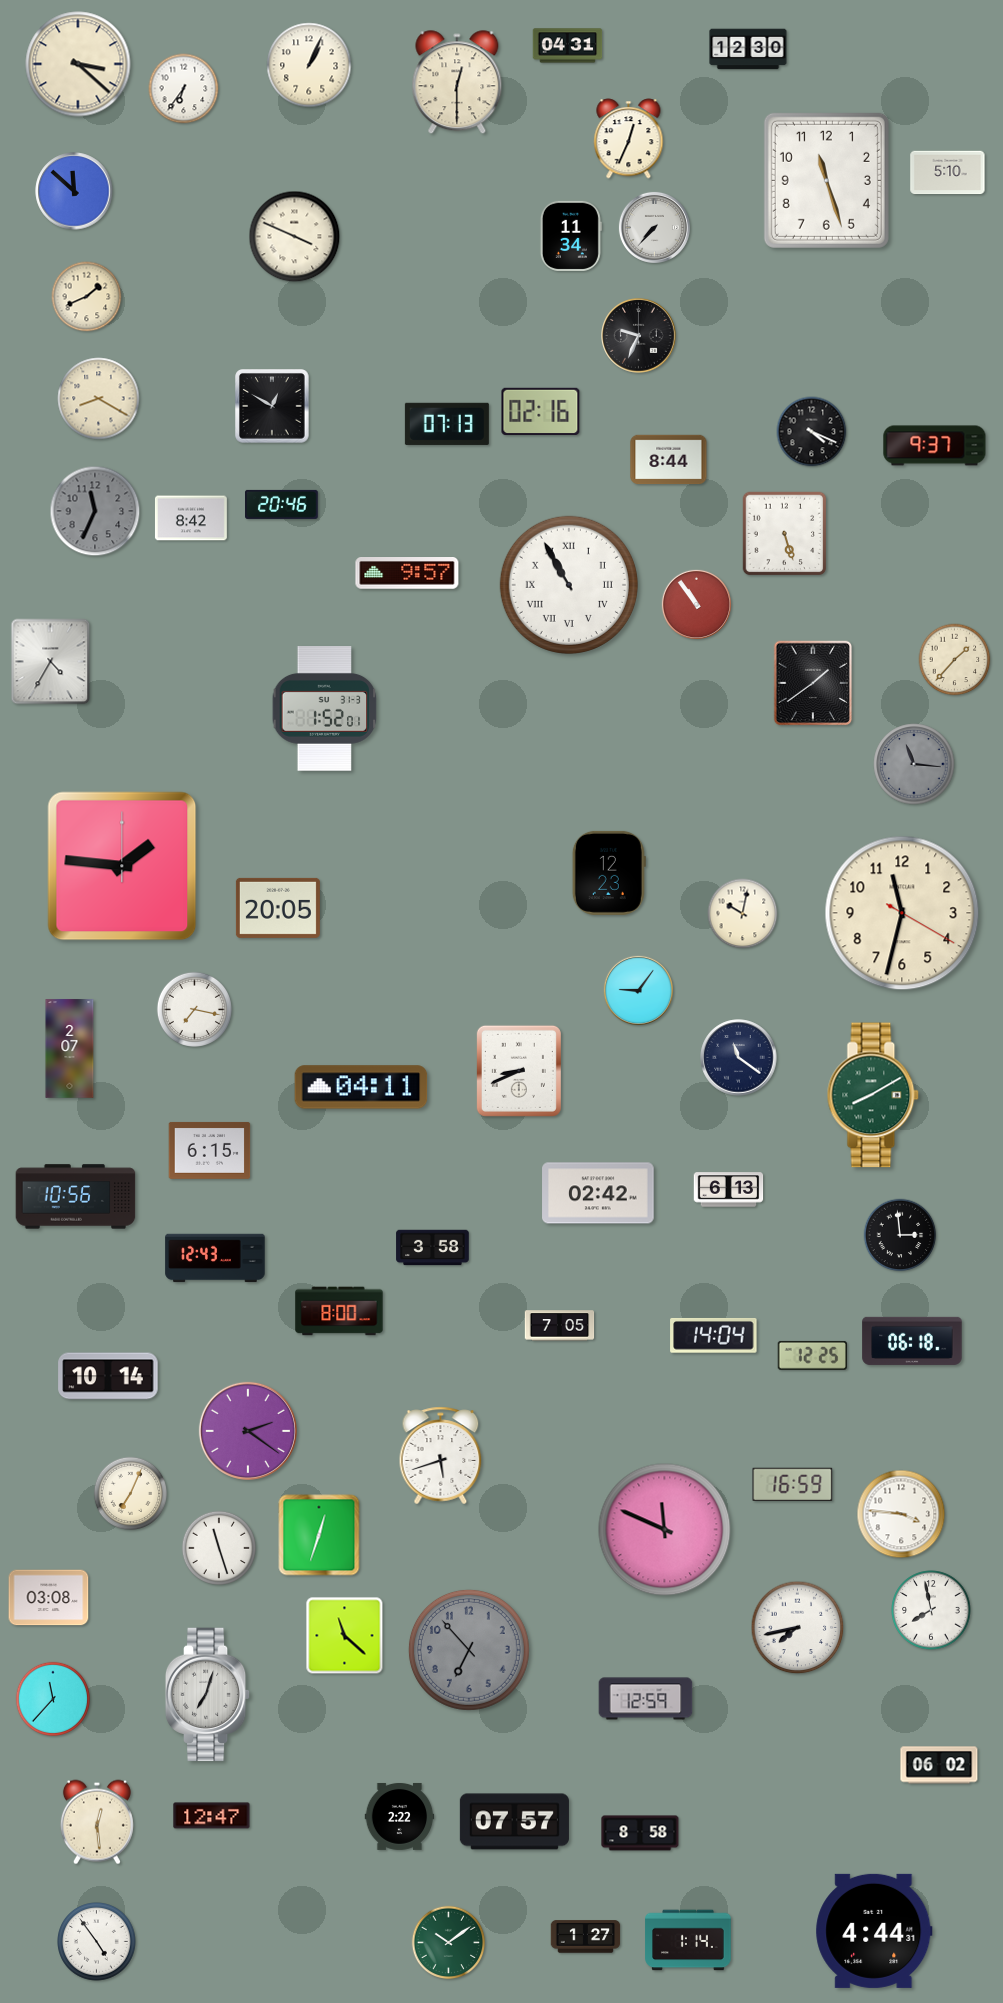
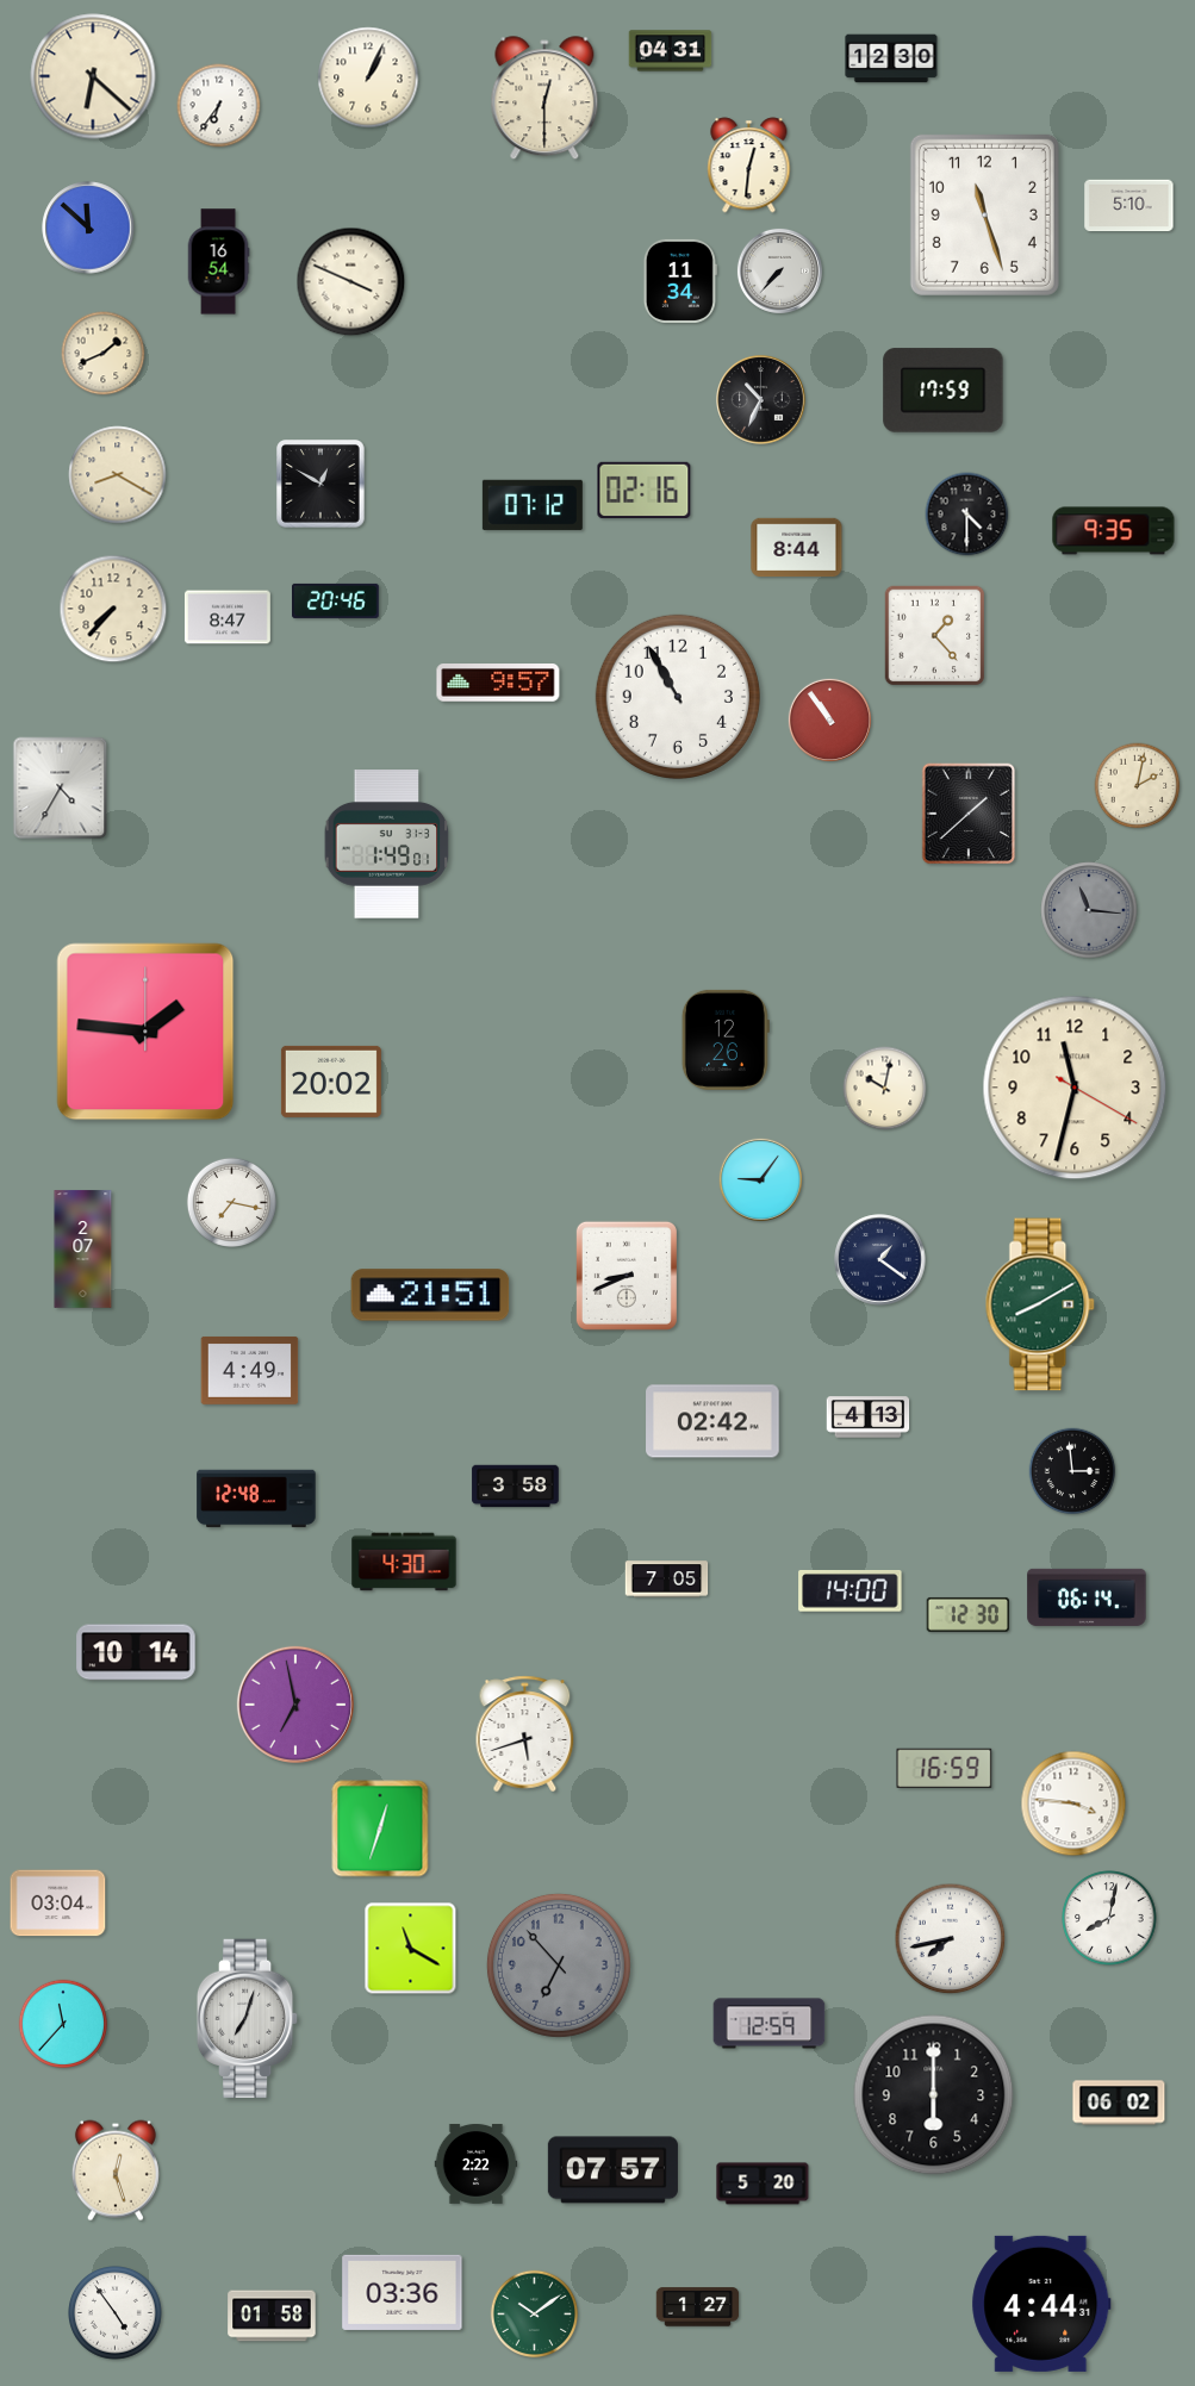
clock at (568, 46) position: (568, 46) -> (671, 51)
clock at (78, 64): 3:22 -> 6:22
clock at (629, 139): 12:34 -> 12:31
clock at (218, 262): none -> 16:54
clock at (944, 391): none -> 17:59
clock at (639, 336): 9:34 -> 10:34
clock at (272, 406) position: (272, 406) -> (320, 484)
clock at (447, 424): 07:13 -> 07:12
clock at (812, 432): 4:19 -> 4:30
clock at (935, 446): 9:37 -> 9:35
clock at (95, 511): 11:34 -> 7:37
clock at (95, 511) dial: grey -> cream
clock at (191, 518): 8:42 -> 8:47
clock at (785, 534): 5:27 -> 1:23
clock at (407, 573) position: (407, 573) -> (498, 683)
clock at (569, 585) numerals: Roman -> Arabic
clock at (955, 660): 1:37 -> 2:02
clock at (813, 683): 1:39 -> 1:38
clock at (325, 709): 1:52 -> 1:49
clock at (609, 873): 12:23 -> 12:26
clock at (278, 908): 20:05 -> 20:02
clock at (739, 1058): 11:21 -> 1:21
clock at (519, 1071) position: (519, 1071) -> (627, 1276)
clock at (361, 1087): 04:11 -> 21:51
clock at (210, 1150): 6:15 -> 4:49
clock at (729, 1190): 6:13 -> 4:13
clock at (76, 1197): 10:56 -> none
clock at (215, 1258): 12:43 -> 12:48
clock at (339, 1311): 8:00 -> 4:30
clock at (714, 1336): 14:04 -> 14:00
clock at (912, 1341): 06:18 -> 06:14
clock at (813, 1355): 12:25 -> 12:30
clock at (108, 1376) position: (108, 1376) -> (136, 1652)
clock at (248, 1431): 2:21 -> 6:58
clock at (131, 1494): 7:04 -> none
clock at (665, 1530): 11:49 -> none
clock at (218, 1547): 11:27 -> none
clock at (49, 1598): 03:08 -> 03:04
clock at (931, 1610): 7:58 -> 8:02
clock at (345, 1636): 11:22 -> 11:20
clock at (934, 2095): none -> 6:00
clock at (212, 1816): 12:47 -> none
clock at (97, 1822): 12:29 -> 12:27
clock at (640, 1833): 8:58 -> 5:20
clock at (403, 2292): none -> 03:36
clock at (874, 1931) position: (874, 1931) -> (1041, 2304)
clock at (688, 1940): 1:14 -> none
clock at (272, 2316): none -> 01:58
